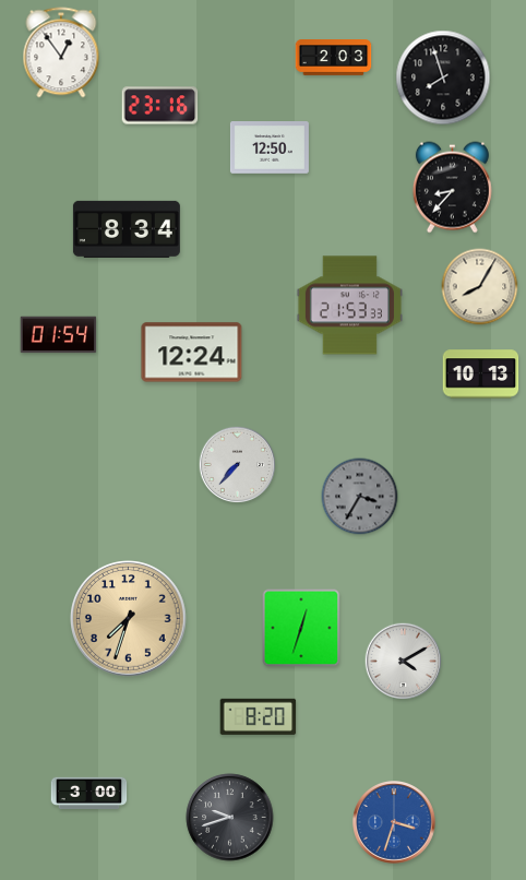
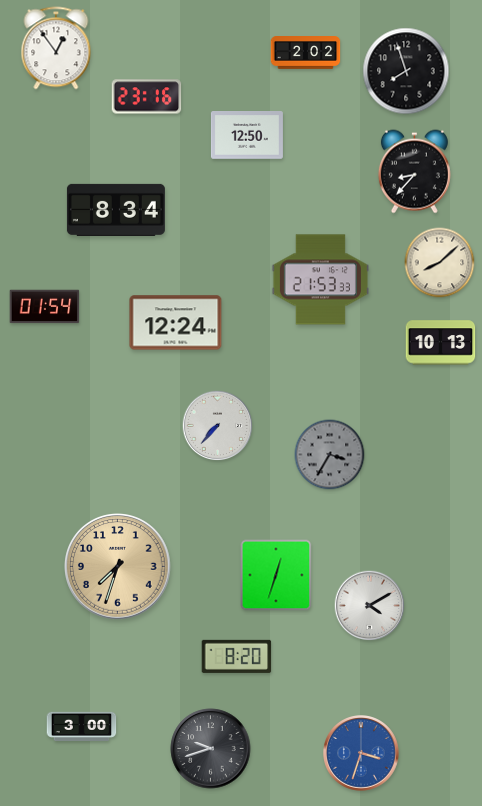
clock at (334, 58): 2:03 -> 2:02
clock at (480, 287): 8:05 -> 8:08
clock at (59, 335) position: (59, 335) -> (45, 307)
